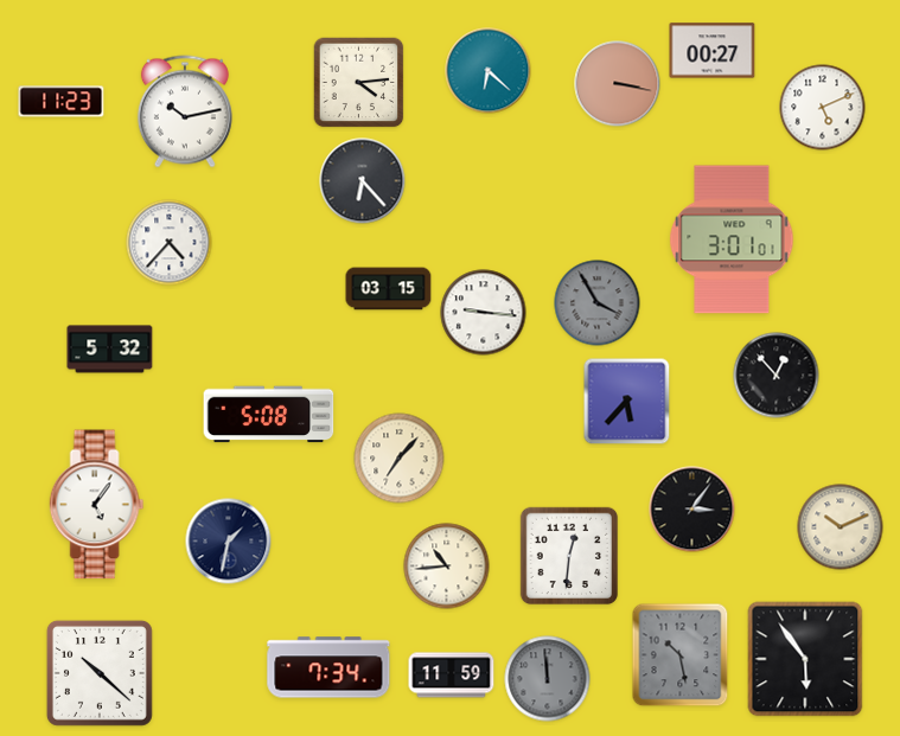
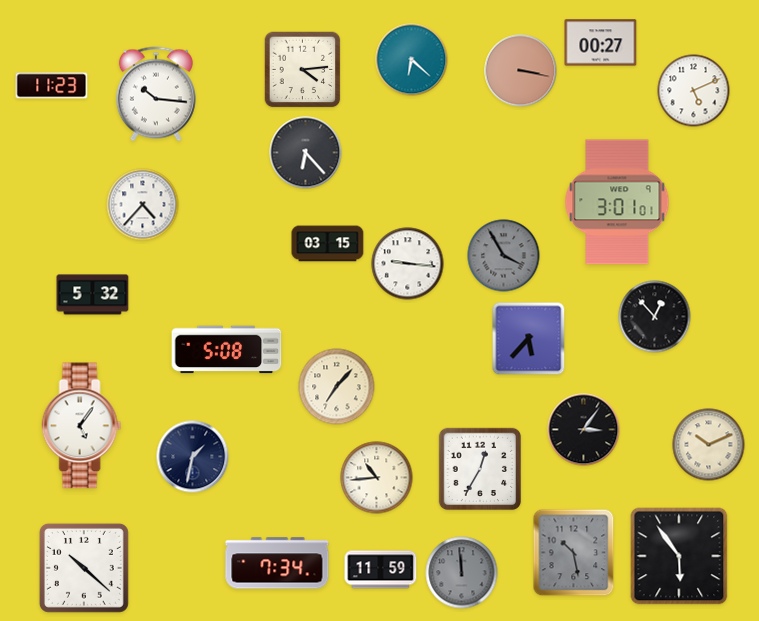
clock at (185, 111): 10:13 -> 10:16
clock at (569, 556): 12:31 -> 12:35
